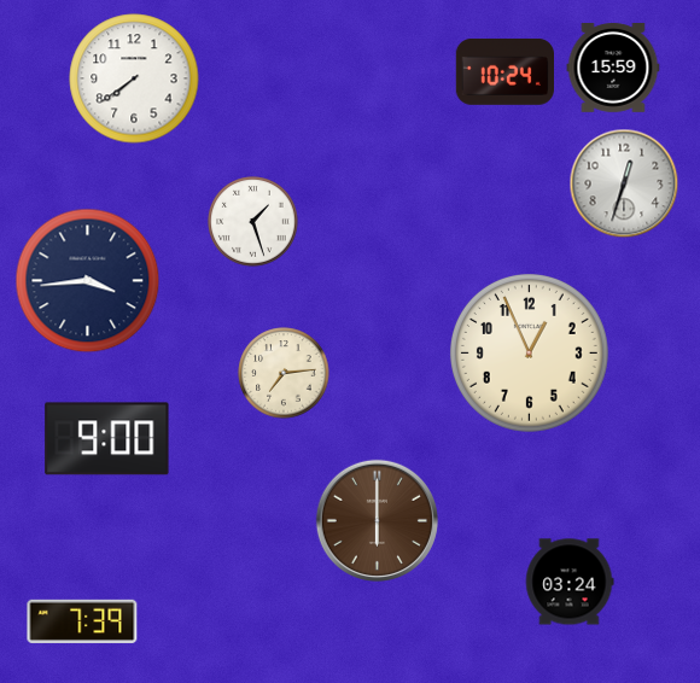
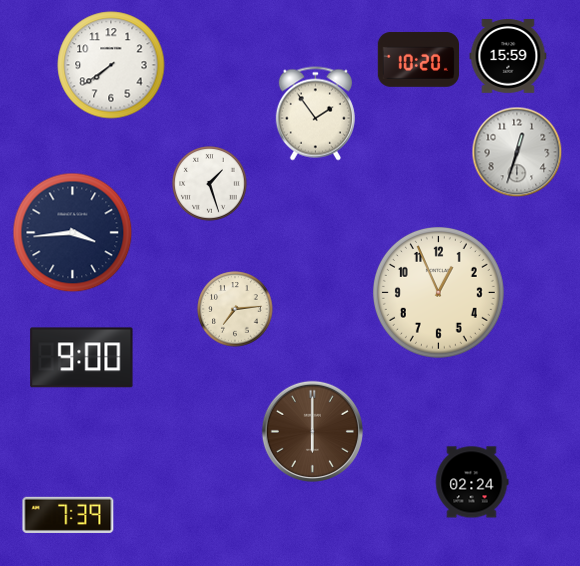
clock at (504, 71): 10:24 -> 10:20
clock at (315, 114): none -> 1:54
clock at (107, 439) position: (107, 439) -> (82, 358)
clock at (570, 582): 03:24 -> 02:24
